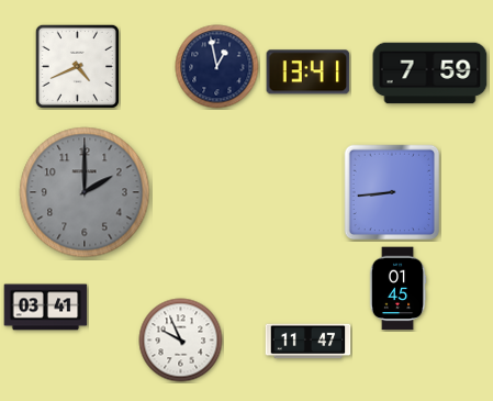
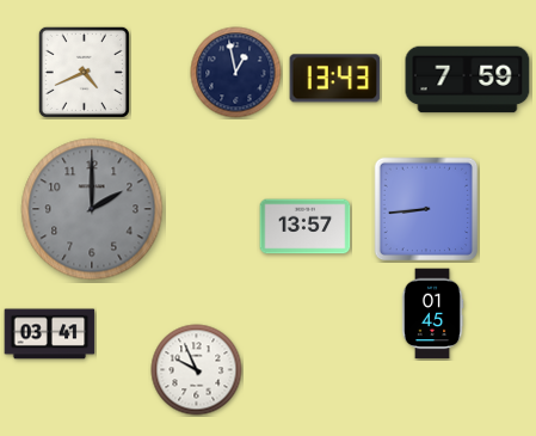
clock at (309, 73): 13:41 -> 13:43
clock at (306, 227): none -> 13:57
clock at (309, 342): 11:47 -> none
